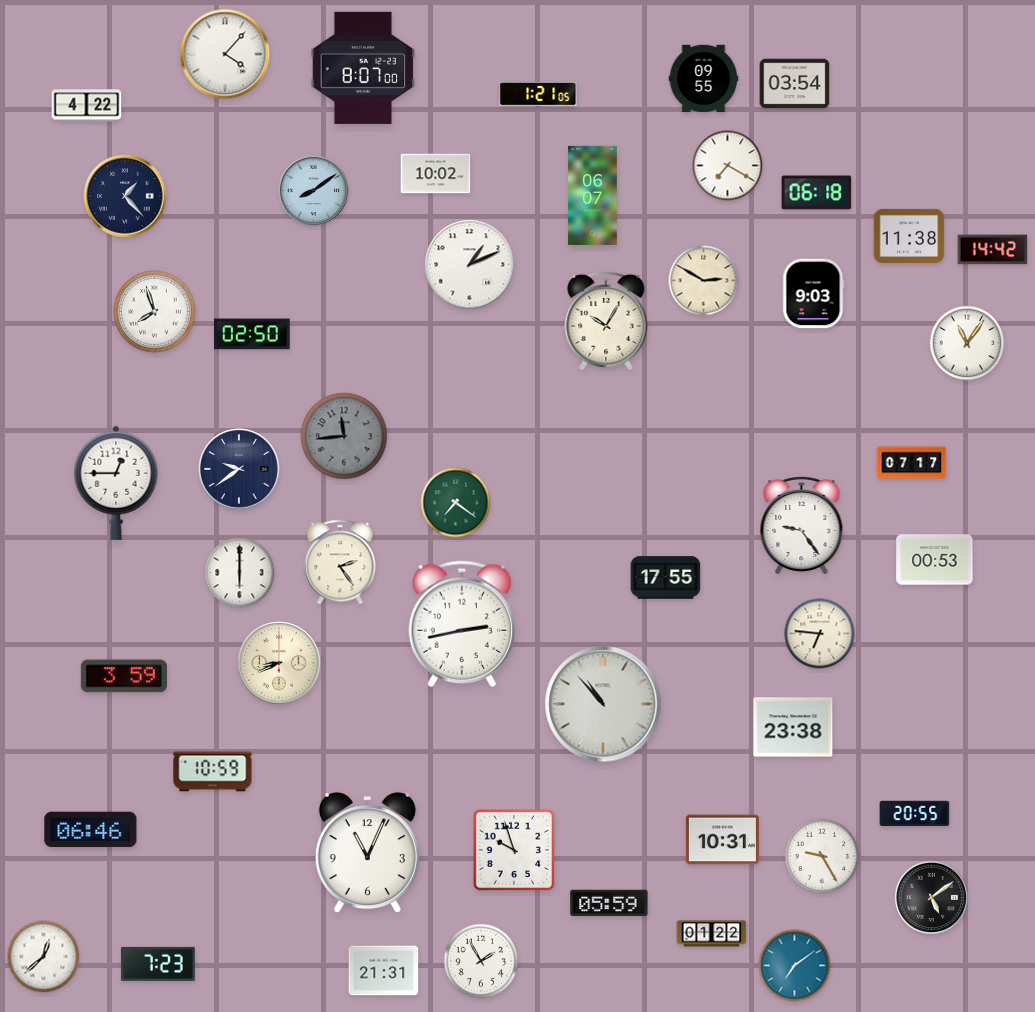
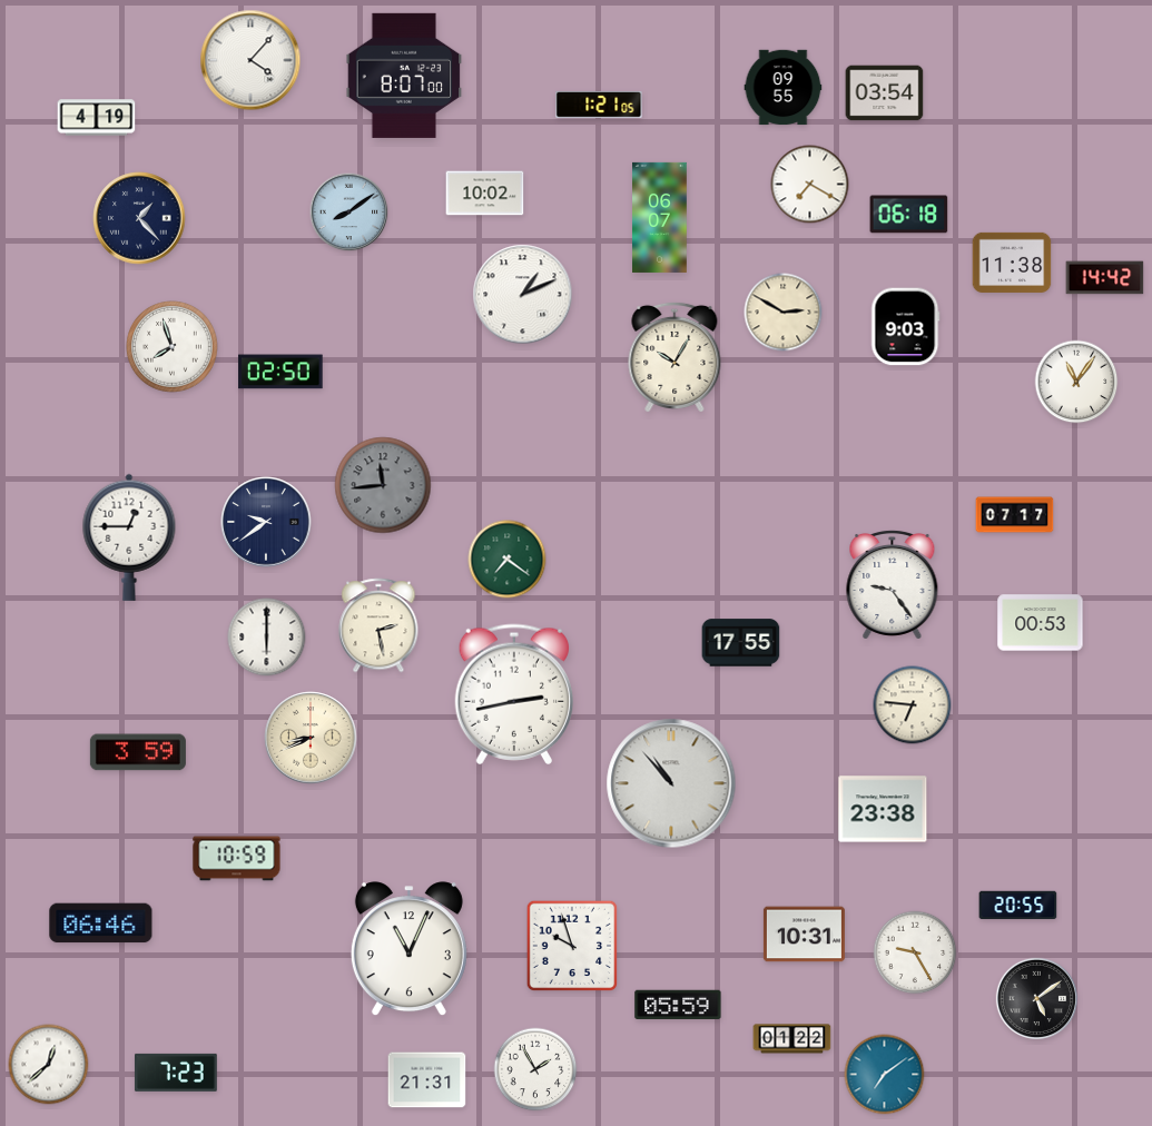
clock at (87, 106): 4:22 -> 4:19
clock at (340, 562): 2:24 -> 2:28
